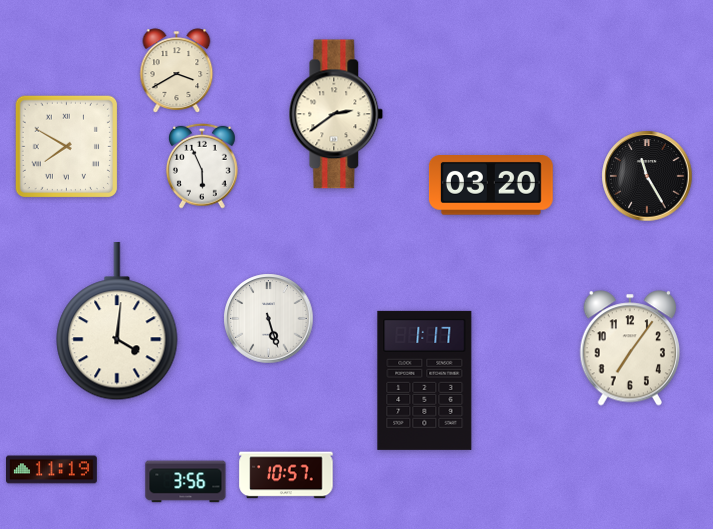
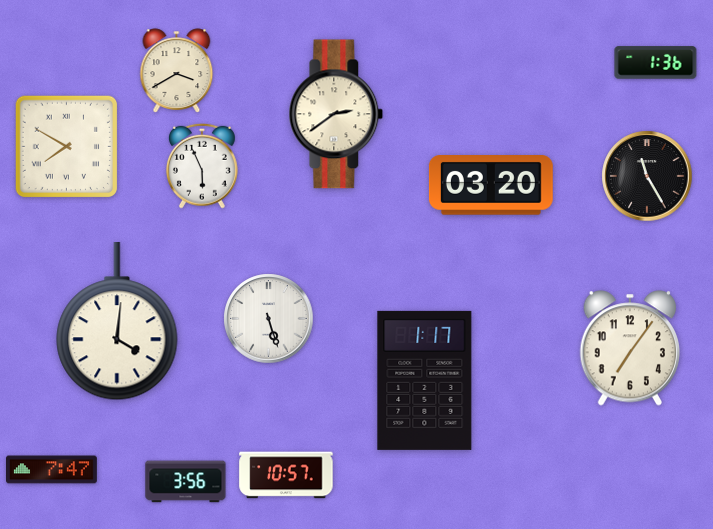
clock at (656, 63): none -> 1:36
clock at (52, 470): 11:19 -> 7:47
